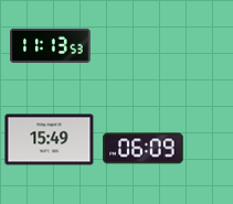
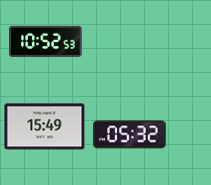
clock at (51, 45): 11:13 -> 10:52
clock at (144, 149): 06:09 -> 05:32
